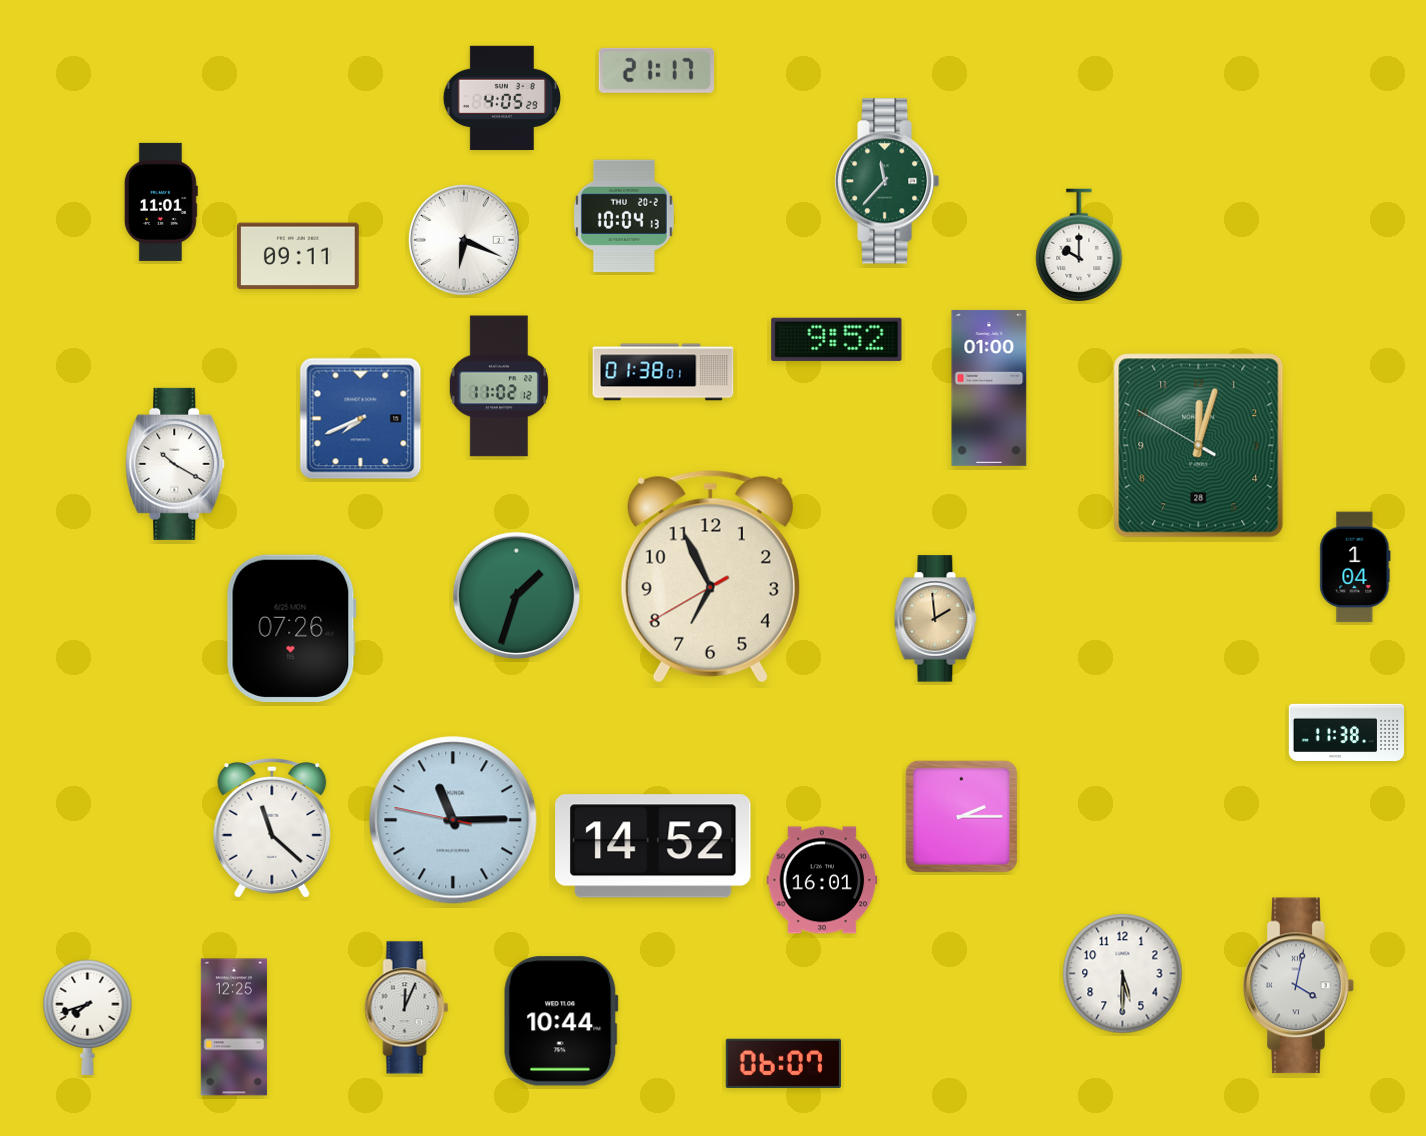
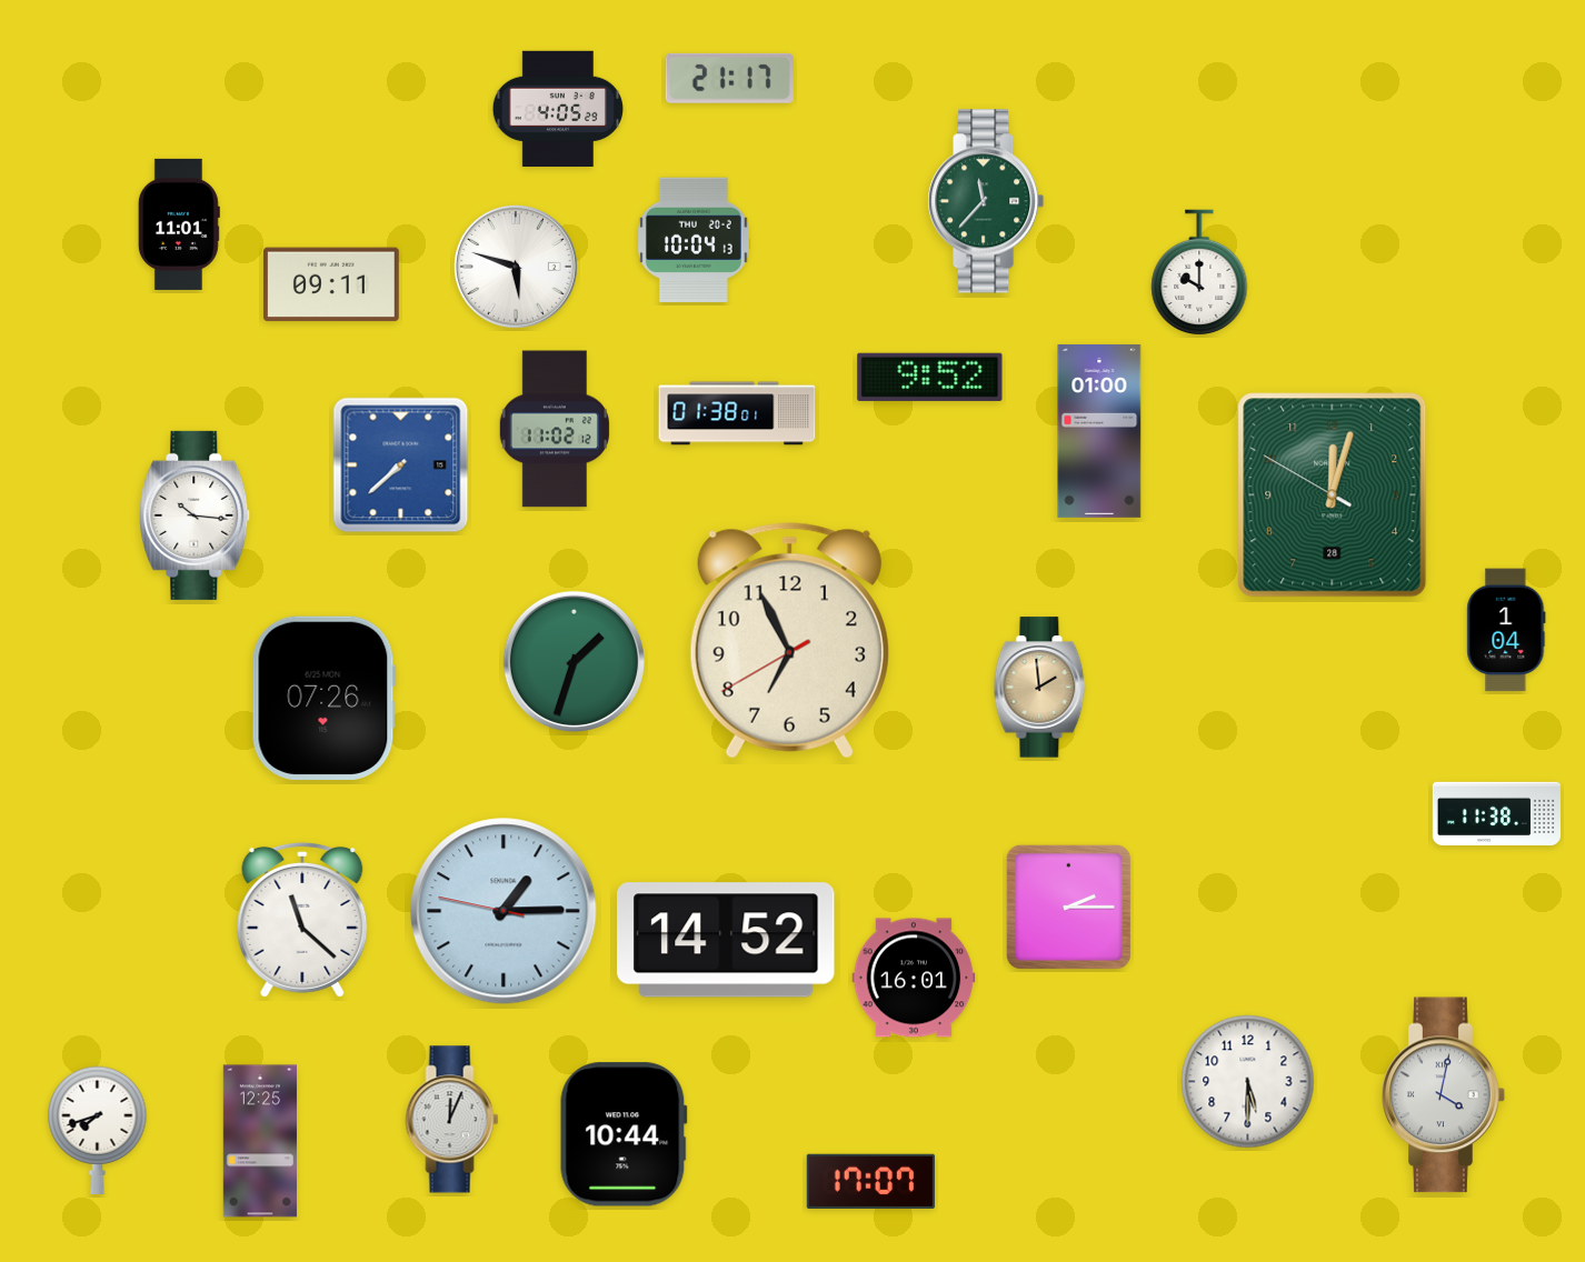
clock at (464, 240): 6:19 -> 5:48
clock at (361, 419): 7:41 -> 7:38
clock at (175, 464): 10:20 -> 10:16
clock at (453, 820): 11:14 -> 1:14
clock at (783, 1063): 06:07 -> 17:07
